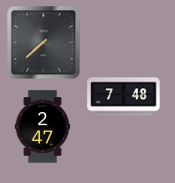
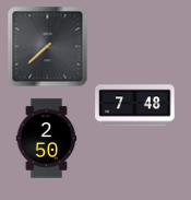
clock at (43, 127): 2:47 -> 2:50
